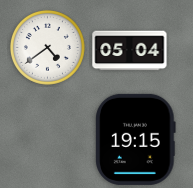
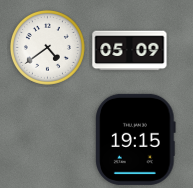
clock at (130, 51): 05:04 -> 05:09
